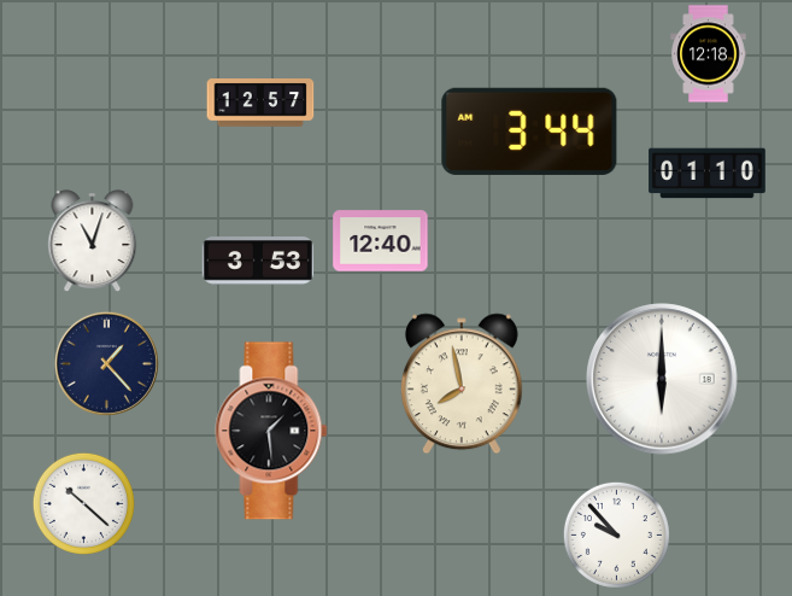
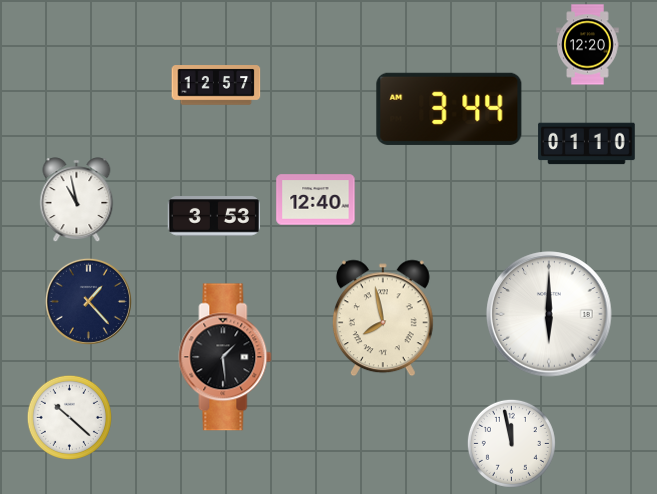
clock at (709, 54): 12:18 -> 12:20
clock at (529, 132) position: (529, 132) -> (449, 109)
clock at (93, 241): 11:03 -> 10:58
clock at (616, 534): 9:53 -> 11:58
